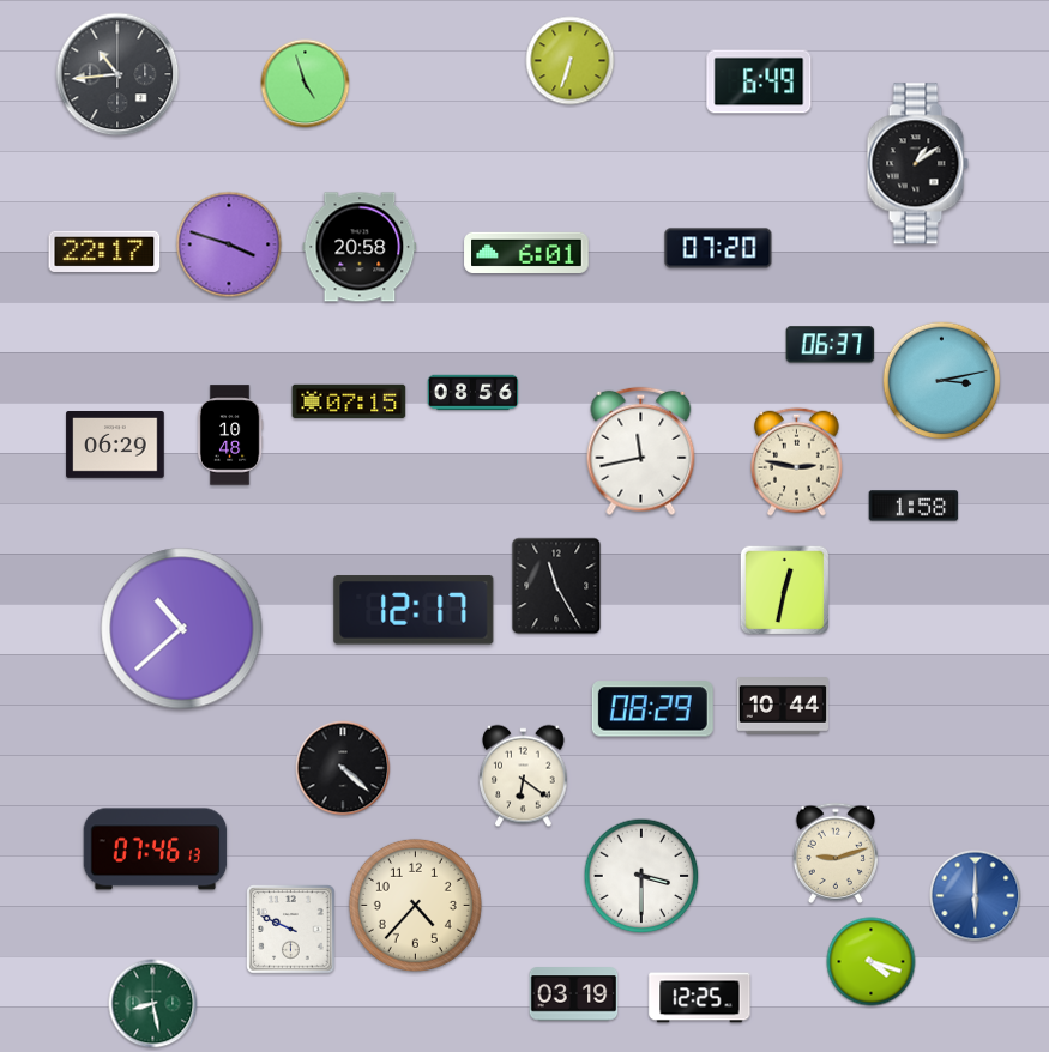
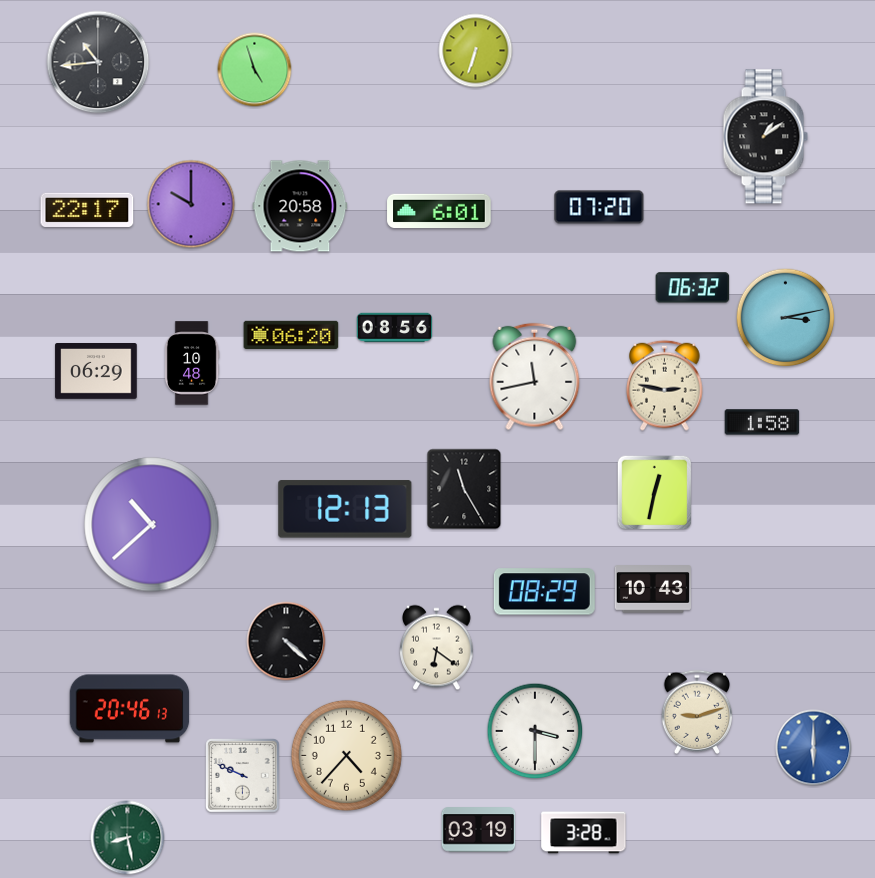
clock at (759, 81): 6:49 -> none
clock at (229, 244): 3:48 -> 10:00
clock at (831, 345): 06:37 -> 06:32
clock at (349, 400): 07:15 -> 06:20
clock at (414, 610): 12:17 -> 12:13
clock at (782, 706): 10:44 -> 10:43
clock at (156, 850): 07:46 -> 20:46
clock at (872, 962): 4:18 -> none
clock at (700, 998): 12:25 -> 3:28
